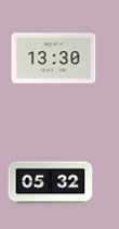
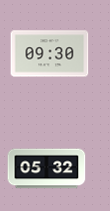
clock at (53, 59): 13:30 -> 09:30
